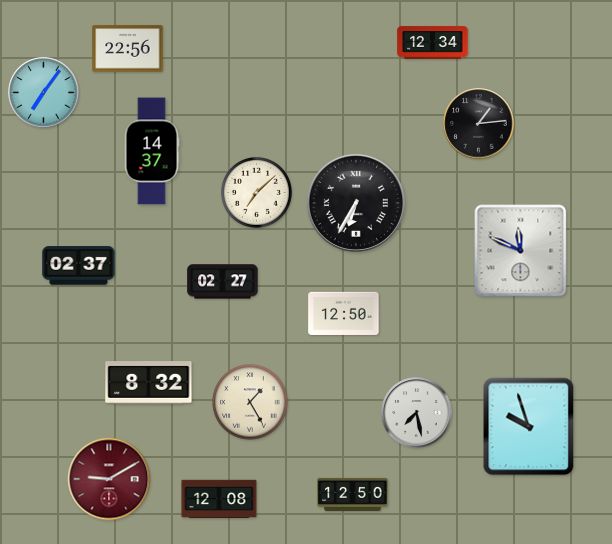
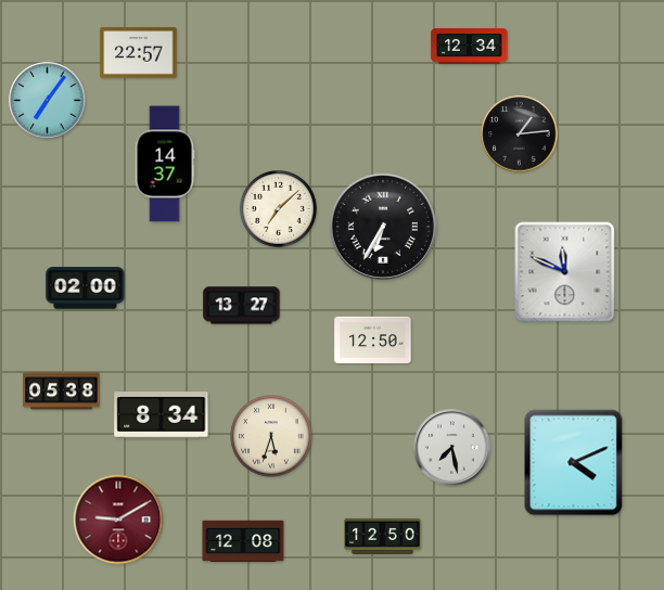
clock at (128, 49): 22:56 -> 22:57
clock at (356, 203) position: (356, 203) -> (383, 227)
clock at (79, 266): 02:37 -> 02:00
clock at (223, 282): 02:27 -> 13:27
clock at (62, 392): none -> 05:38
clock at (149, 383): 8:32 -> 8:34
clock at (250, 402): 1:25 -> 5:33
clock at (529, 427): 9:57 -> 4:11
clock at (219, 499) position: (219, 499) -> (243, 541)
